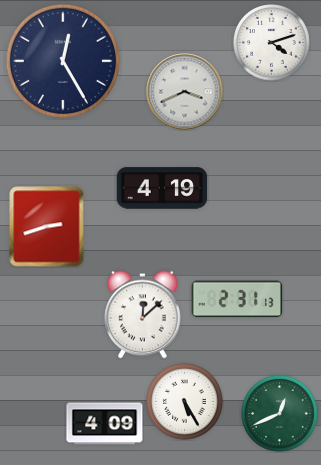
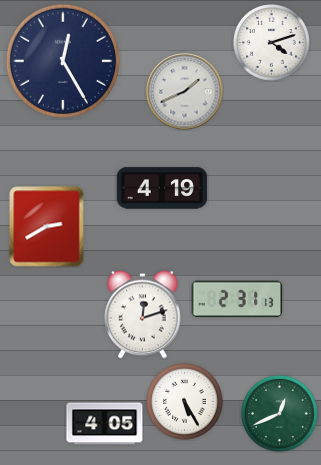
clock at (185, 92): 3:41 -> 1:41
clock at (47, 227): 2:42 -> 2:40
clock at (143, 315): 12:08 -> 12:12
clock at (105, 424): 4:09 -> 4:05
